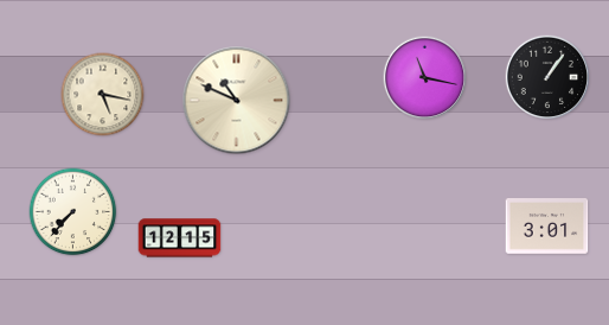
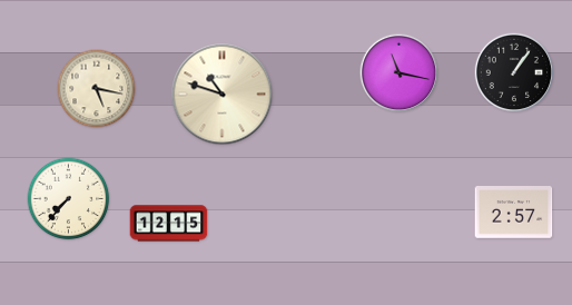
clock at (237, 101): 10:49 -> 10:48
clock at (547, 227): 3:01 -> 2:57
